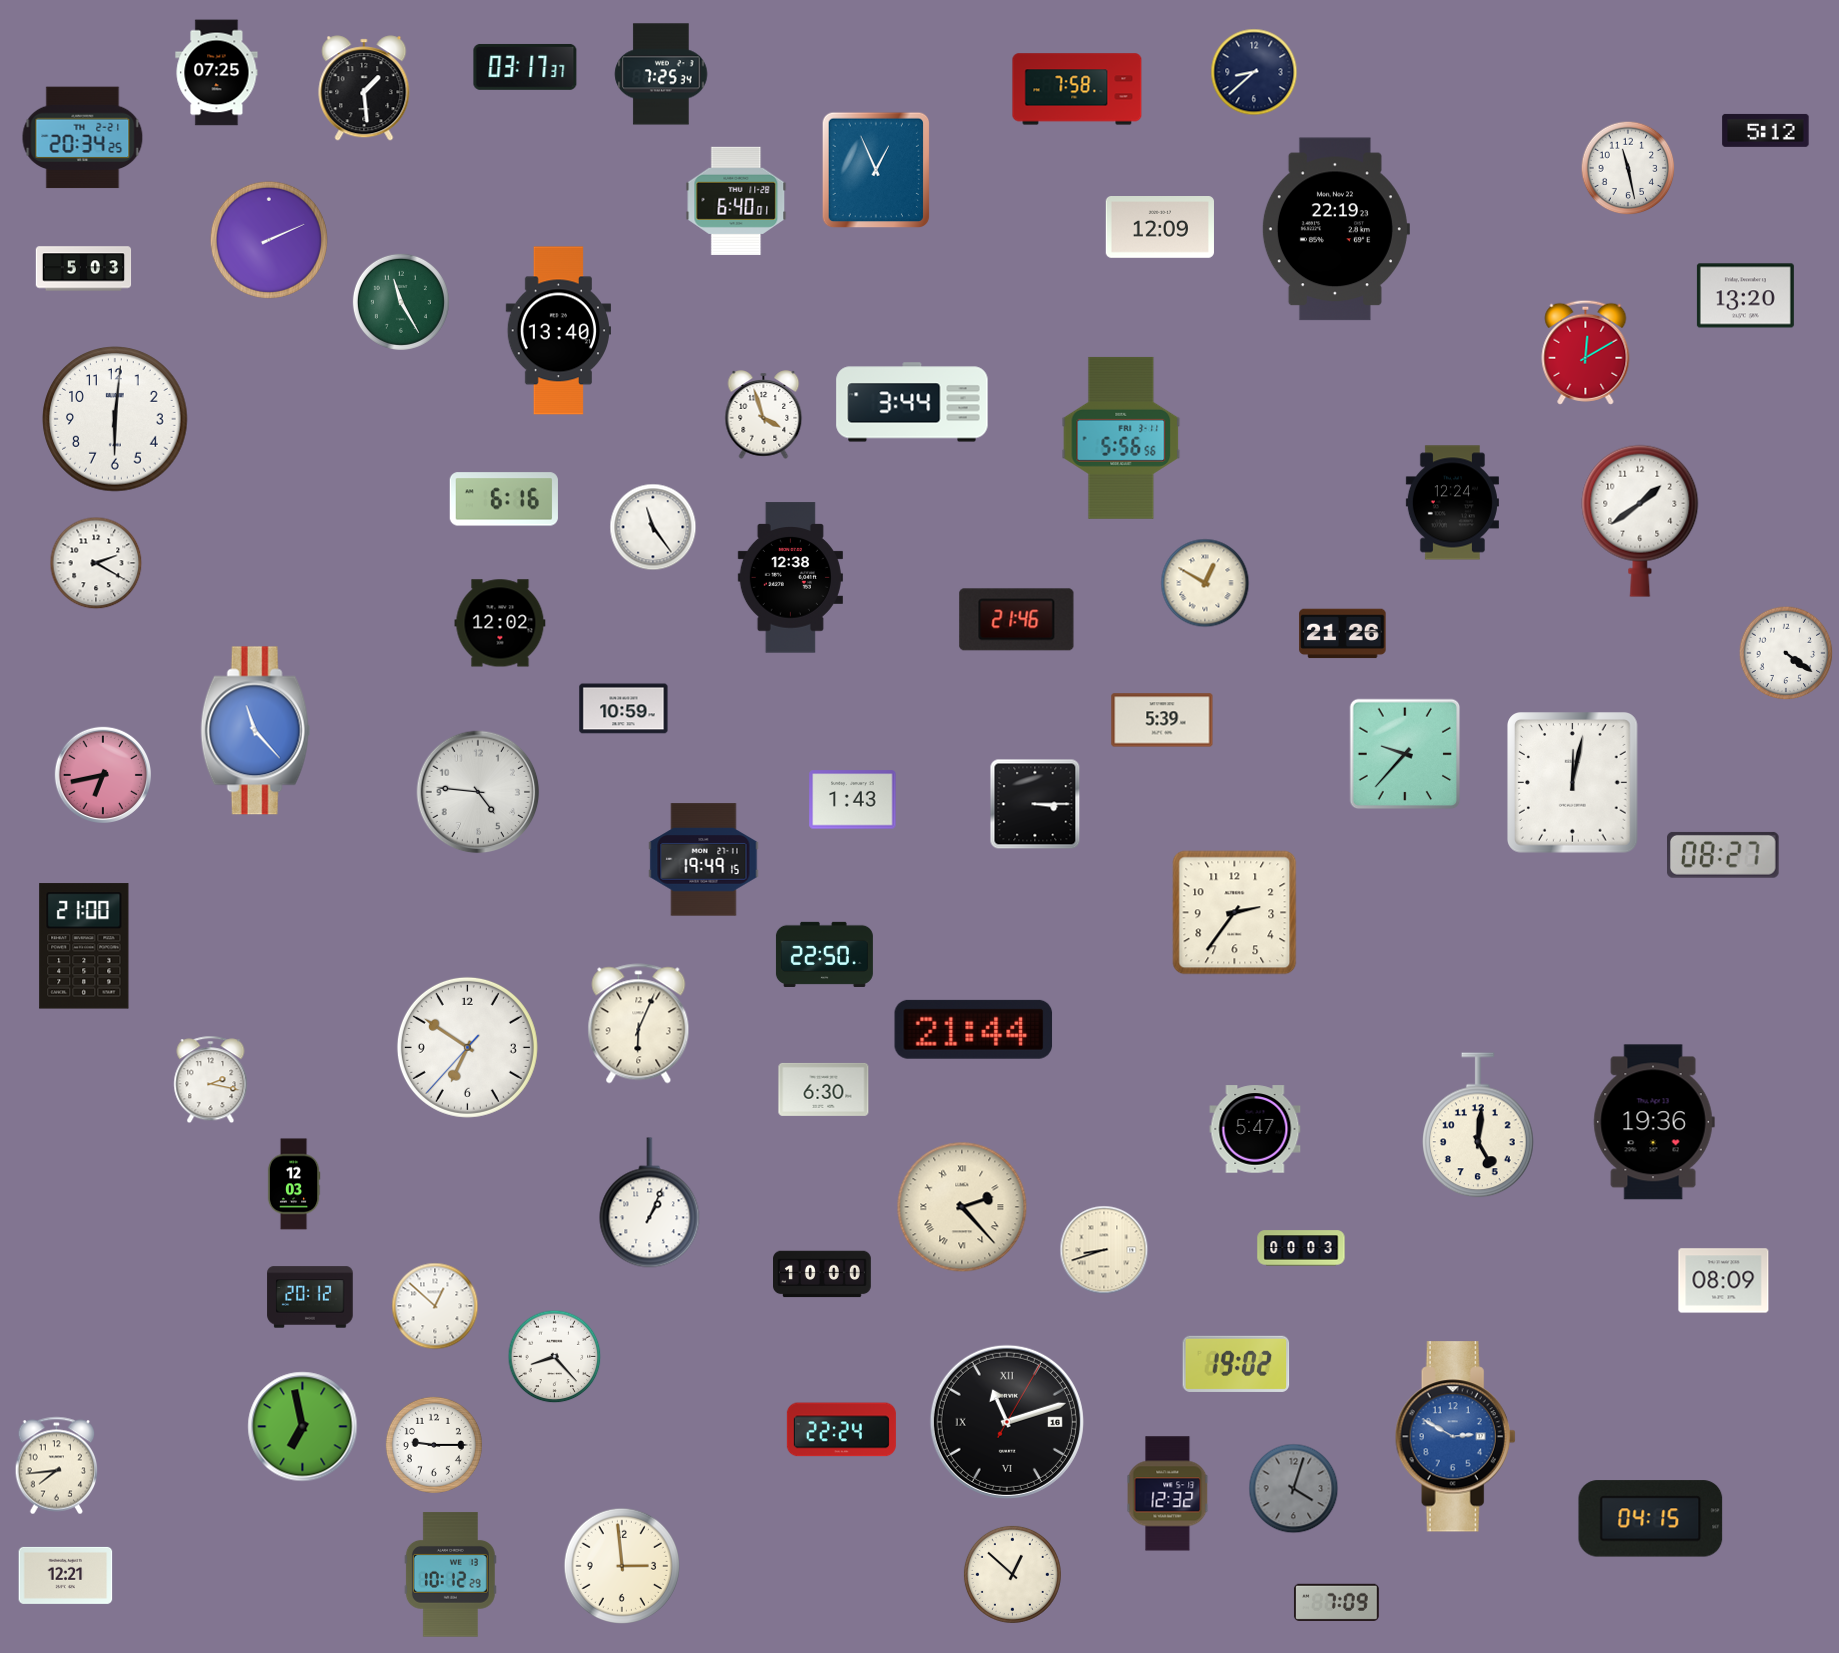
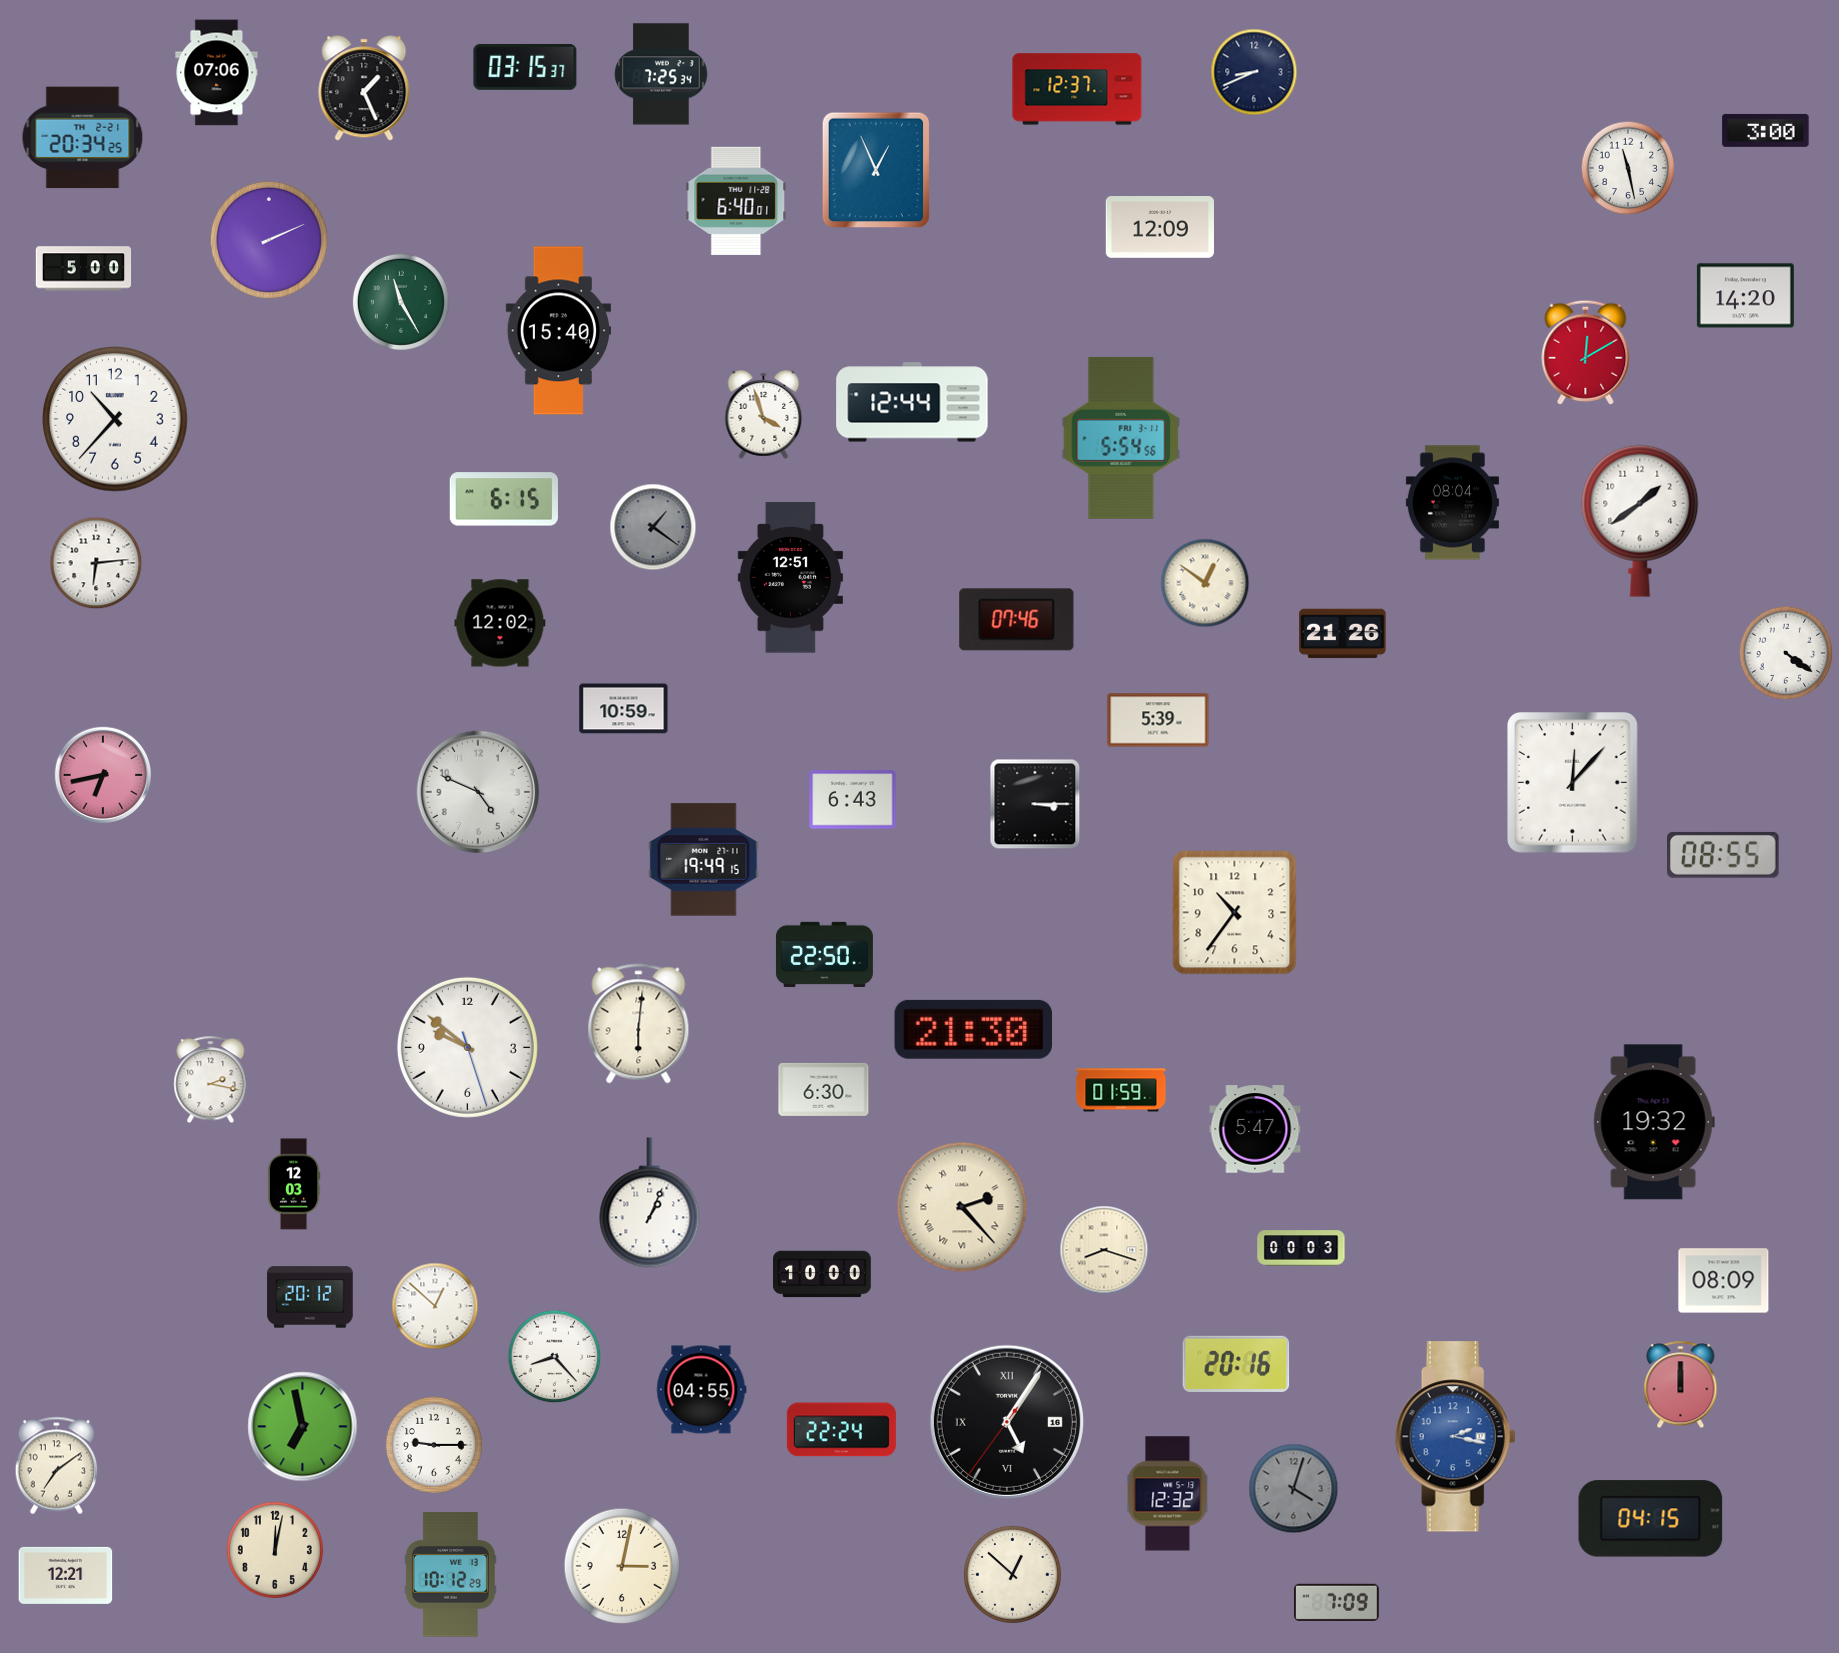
clock at (525, 67): 03:17 -> 03:15
clock at (1254, 72): 8:38 -> 8:41
clock at (217, 73): 07:25 -> 07:06
clock at (364, 88): 1:29 -> 1:26
clock at (1077, 89): 7:58 -> 12:37
clock at (1766, 130): 5:12 -> 3:00
clock at (1335, 229): 22:19 -> none
clock at (84, 269): 5:03 -> 5:00
clock at (1745, 296): 13:20 -> 14:20
clock at (558, 331): 13:40 -> 15:40
clock at (912, 402): 3:44 -> 12:44
clock at (115, 419): 6:01 -> 10:37
clock at (1121, 438): 5:56 -> 5:54
clock at (504, 499): 6:16 -> 6:15
clock at (1452, 503): 12:24 -> 08:04
clock at (653, 527): 11:24 -> 1:21
clock at (653, 527) dial: white -> grey
clock at (96, 563): 2:20 -> 6:14
clock at (790, 578): 12:38 -> 12:51
clock at (1205, 583): 12:50 -> 12:51
clock at (1017, 620): 21:46 -> 07:46
clock at (1162, 720) position: (1162, 720) -> (1158, 720)
clock at (256, 731): 11:23 -> none
clock at (1405, 754): 9:37 -> none
clock at (1573, 783): 12:02 -> 12:07
clock at (478, 792): 4:46 -> 4:49
clock at (853, 800): 1:43 -> 6:43
clock at (1724, 855): 08:27 -> 08:55
clock at (1235, 913): 2:36 -> 10:36
clock at (84, 946): 21:00 -> none
clock at (639, 1024): 6:04 -> 6:01
clock at (974, 1029): 21:44 -> 21:30
clock at (467, 1047): 6:50 -> 9:51
clock at (1121, 1090): none -> 01:59
clock at (1654, 1122): 19:36 -> 19:32
clock at (1478, 1125): 5:01 -> none
clock at (1104, 1250): 8:42 -> 8:18
clock at (1236, 1364): 19:02 -> 20:16
clock at (1681, 1385): none -> 12:00
clock at (701, 1390): none -> 04:55
clock at (1007, 1422): 11:12 -> 5:05
clock at (1455, 1437): 2:50 -> 2:17
clock at (57, 1466): 7:44 -> 7:09
clock at (275, 1550): none -> 12:02
clock at (621, 1565): 2:59 -> 3:02
